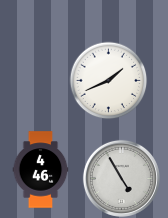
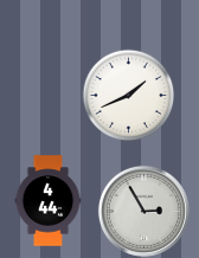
clock at (41, 170): 4:46 -> 4:44
clock at (121, 178): 4:55 -> 2:55
